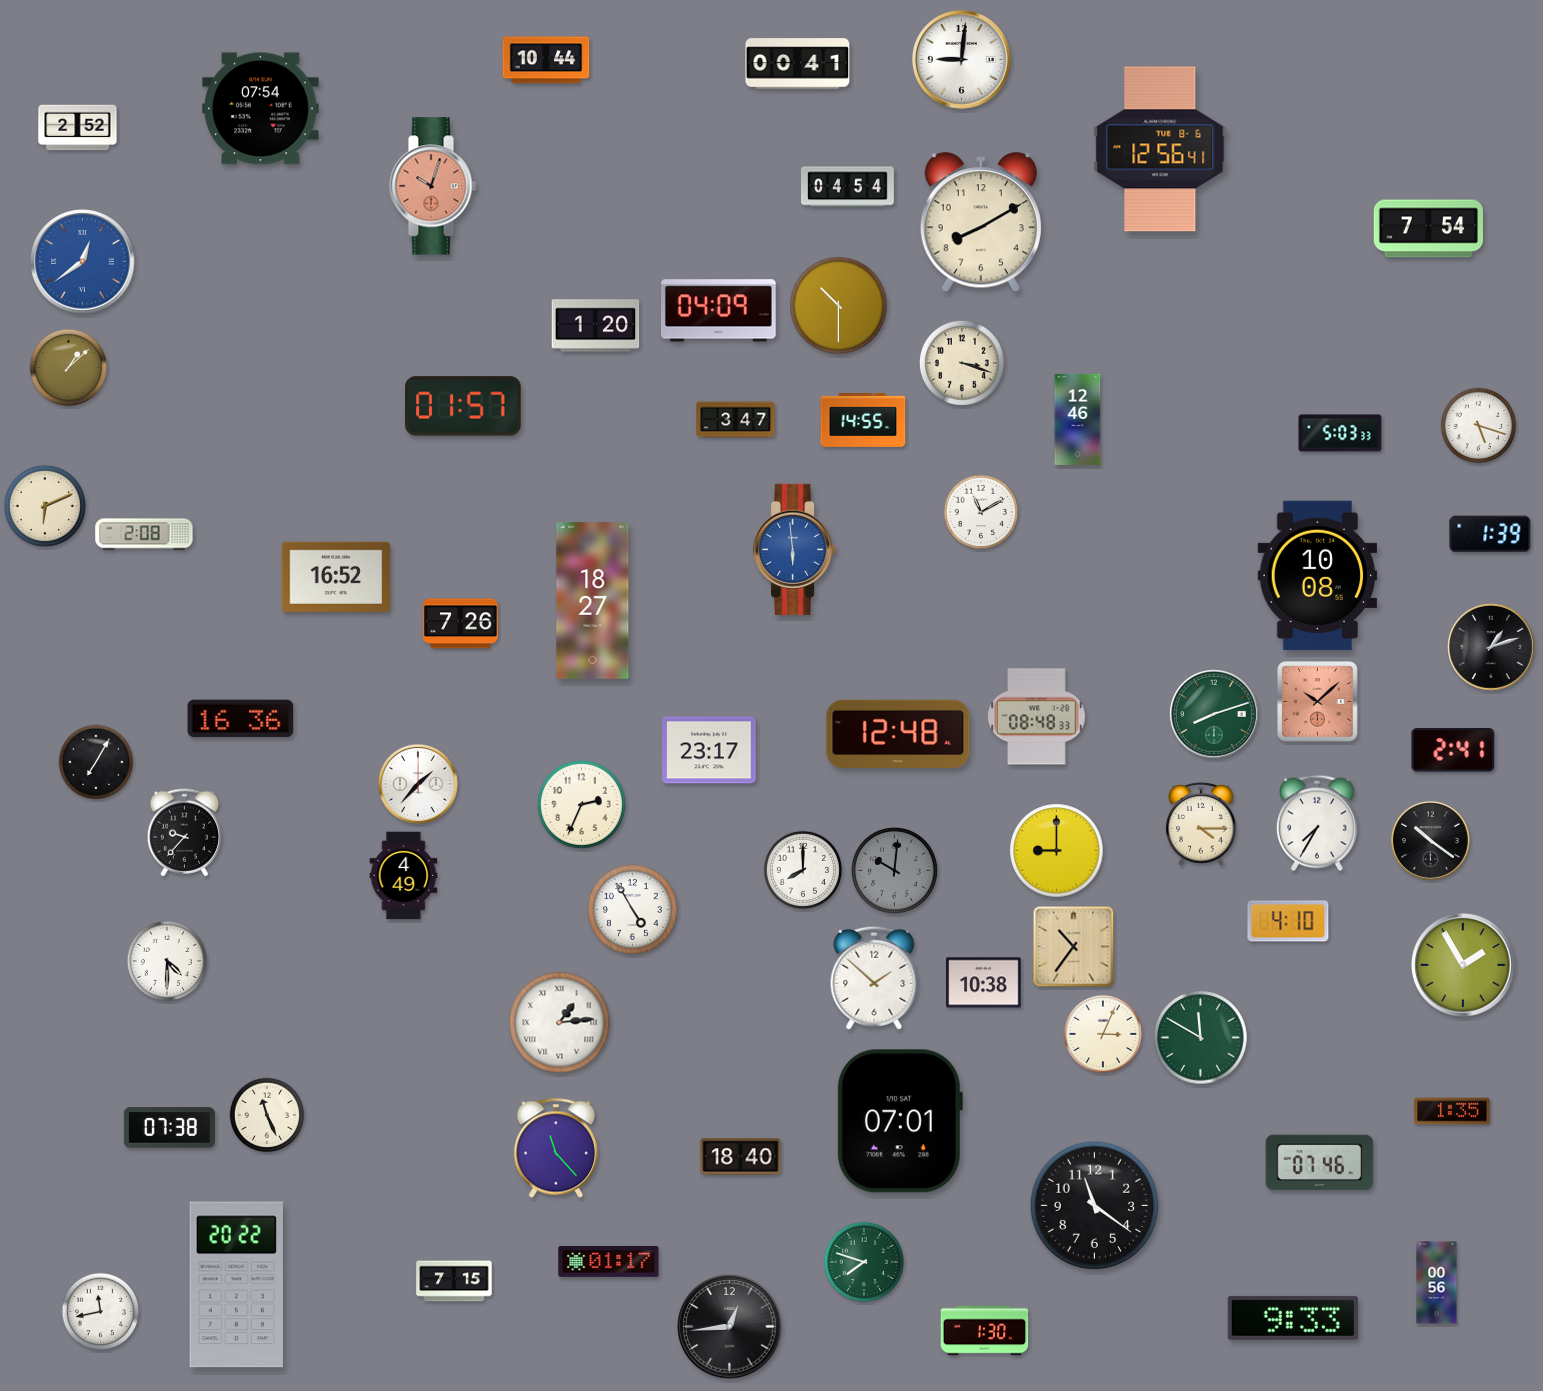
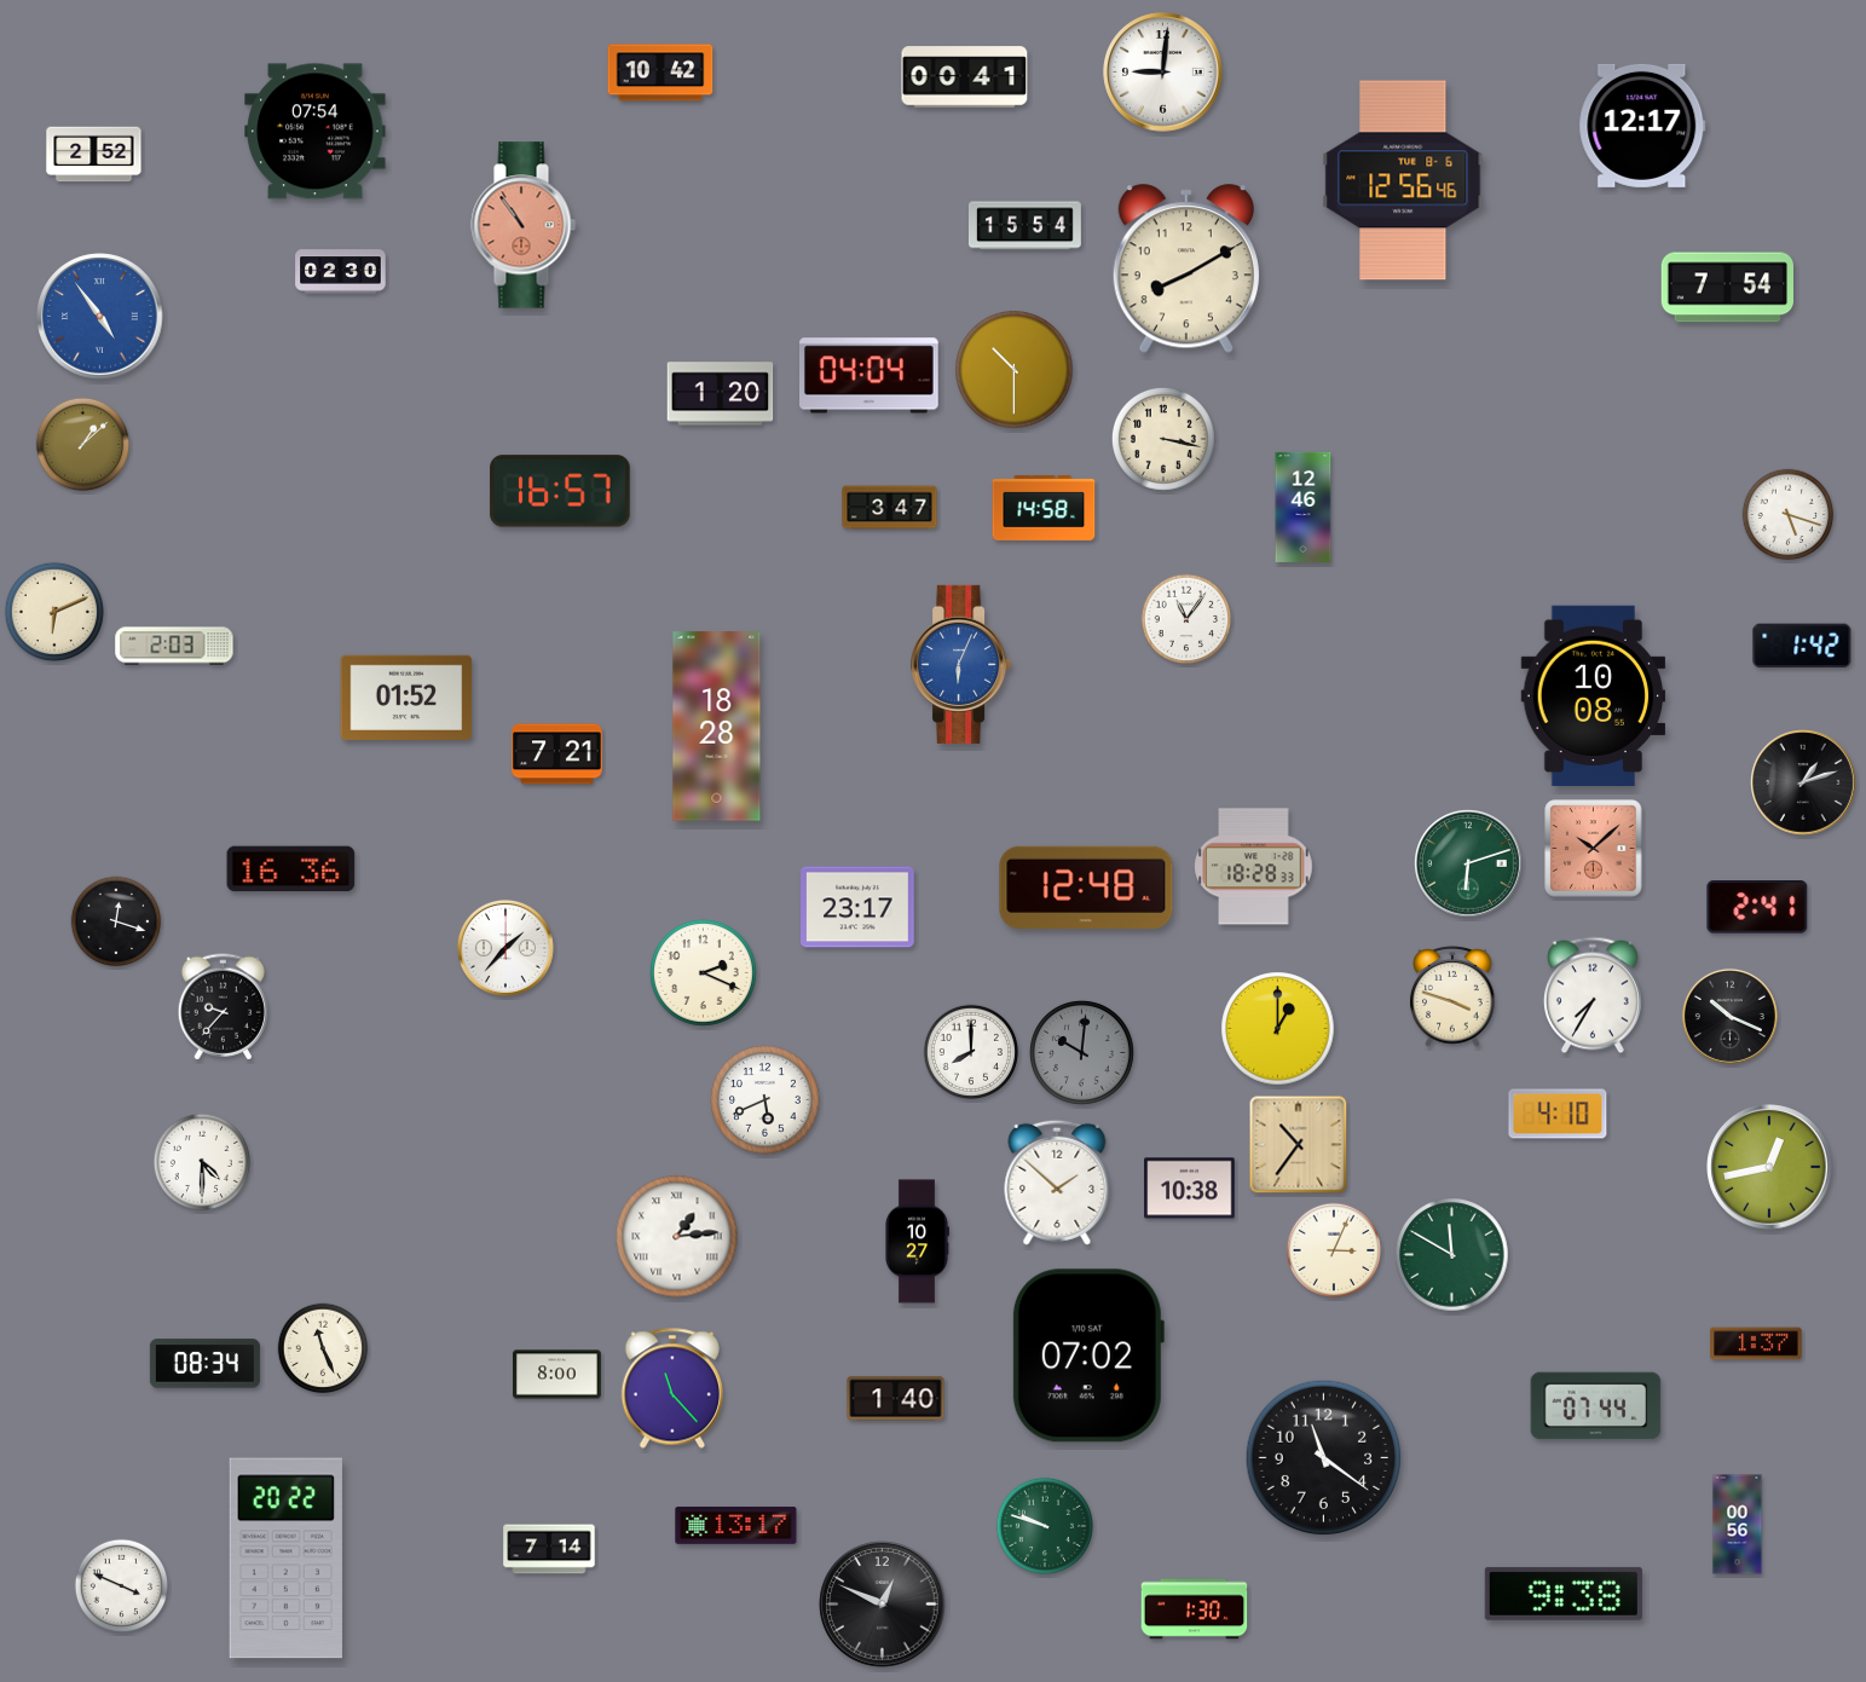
clock at (546, 60): 10:44 -> 10:42
clock at (1642, 126): none -> 12:17
clock at (1160, 149): 12:56:41 -> 12:56:46
clock at (433, 186): 10:03 -> 10:54
clock at (847, 187): 04:54 -> 15:54
clock at (341, 272): none -> 02:30
clock at (1428, 229) position: (1428, 229) -> (1727, 288)
clock at (83, 262): 12:39 -> 4:54
clock at (719, 311): 04:09 -> 04:04
clock at (962, 363): 3:18 -> 3:17
clock at (463, 406): 01:57 -> 16:57
clock at (863, 421): 14:55 -> 14:58
clock at (1340, 433): 5:03 -> none
clock at (981, 512): 11:10 -> 11:06
clock at (144, 534): 2:08 -> 2:03
clock at (1490, 534): 1:39 -> 1:42
clock at (795, 549): 5:59 -> 6:04
clock at (336, 577): 16:52 -> 01:52
clock at (593, 601): 18:27 -> 18:28
clock at (461, 624): 7:26 -> 7:21
clock at (1215, 715): 8:12 -> 6:12
clock at (1037, 717): 08:48 -> 18:28
clock at (96, 762): 7:05 -> 12:18
clock at (582, 805): 2:34 -> 2:19
clock at (1201, 824): 4:15 -> 3:48
clock at (1430, 840): 10:21 -> 10:19
clock at (1057, 851): 9:00 -> 1:00
clock at (404, 876): 4:49 -> none
clock at (633, 910): 4:55 -> 5:41
clock at (1463, 965): 1:55 -> 12:43
clock at (918, 1242): none -> 10:27
clock at (1452, 1111): 1:35 -> 1:37
clock at (899, 1121): 07:01 -> 07:02
clock at (169, 1128): 07:38 -> 08:34
clock at (558, 1375): none -> 8:00
clock at (741, 1157): 18:40 -> 1:40
clock at (1320, 1163): 07:46 -> 07:44
clock at (609, 1262): 01:17 -> 13:17
clock at (864, 1262): 7:48 -> 9:48
clock at (454, 1281): 7:15 -> 7:14
clock at (1437, 1283) position: (1437, 1283) -> (1738, 1525)
clock at (236, 1285) position: (236, 1285) -> (285, 1559)
clock at (101, 1312): 11:43 -> 3:49
clock at (1293, 1318): 9:33 -> 9:38
clock at (730, 1327): 12:44 -> 12:49
clock at (985, 1331) position: (985, 1331) -> (1195, 1609)
